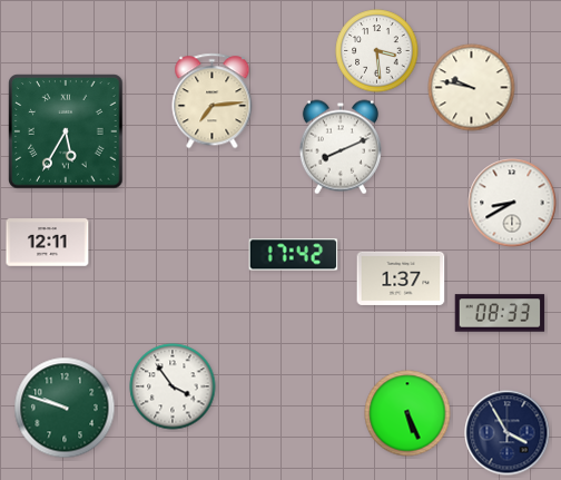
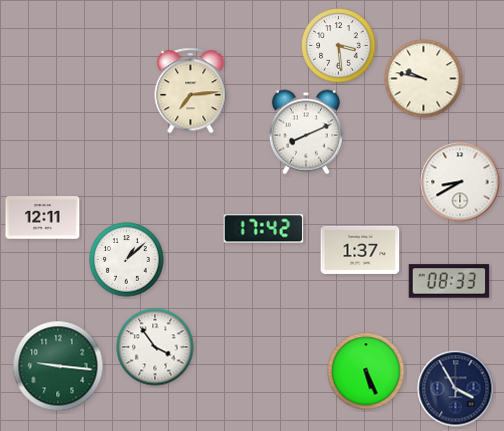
clock at (66, 131): 5:35 -> none
clock at (127, 260): none -> 1:08
clock at (65, 408): 9:48 -> 9:16
